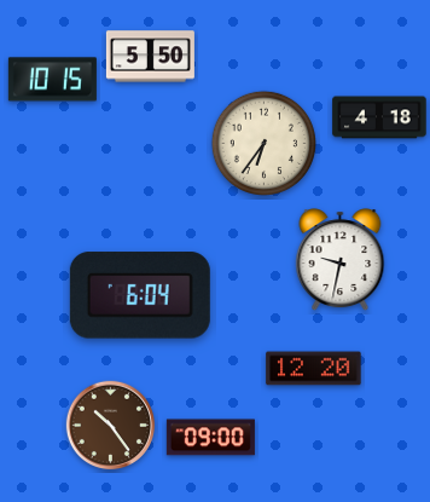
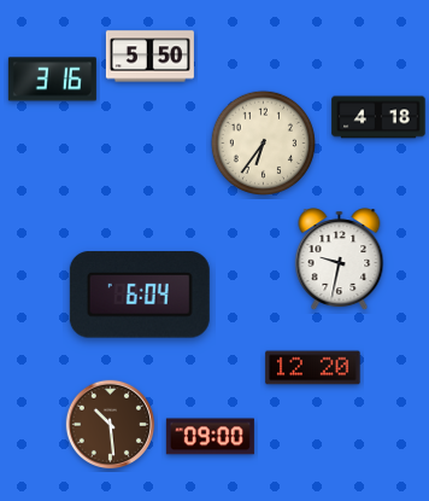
clock at (52, 80): 10:15 -> 3:16
clock at (111, 426): 10:24 -> 10:29
